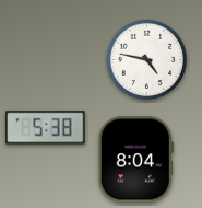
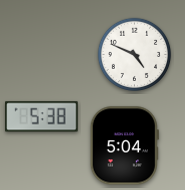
clock at (147, 60): 4:47 -> 4:49
clock at (135, 160): 8:04 -> 5:04
